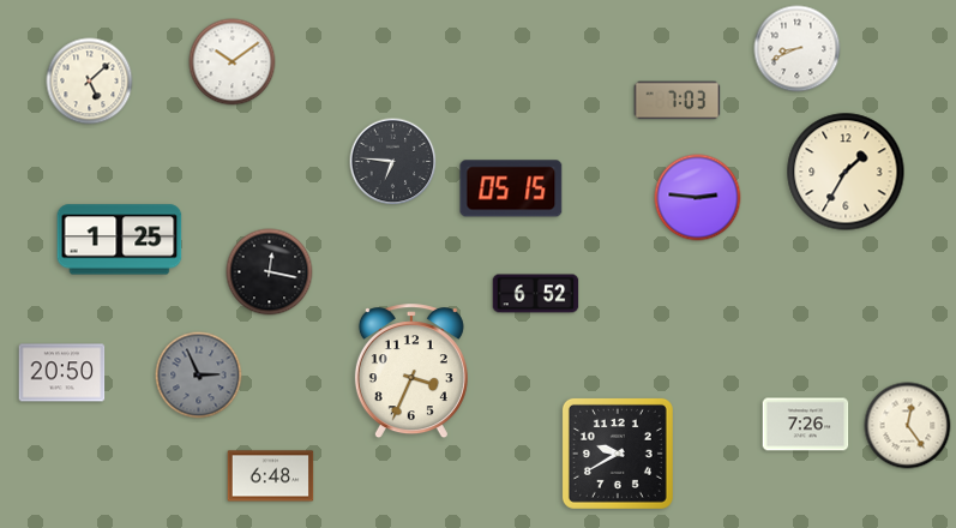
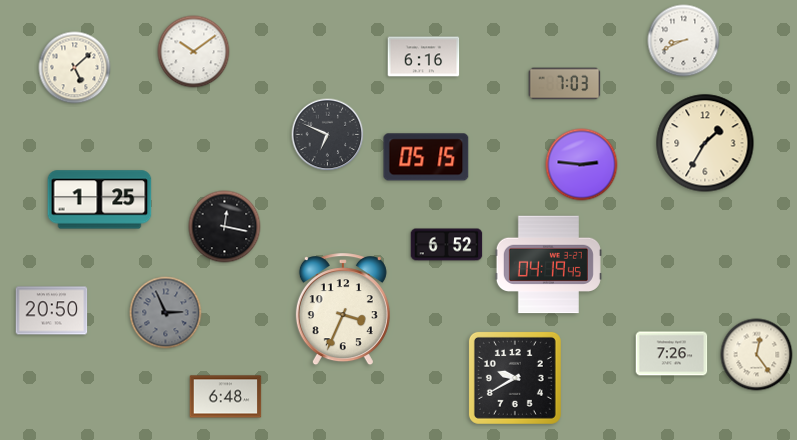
clock at (798, 49) position: (798, 49) -> (684, 41)
clock at (424, 57): none -> 6:16
clock at (393, 162): 6:46 -> 6:49
clock at (548, 265): none -> 04:19
